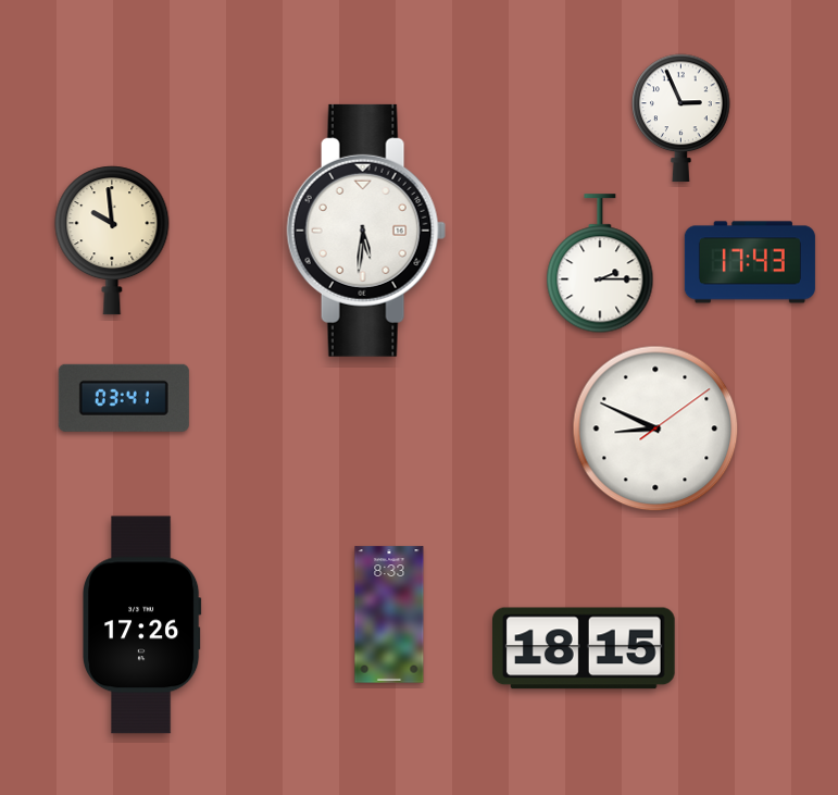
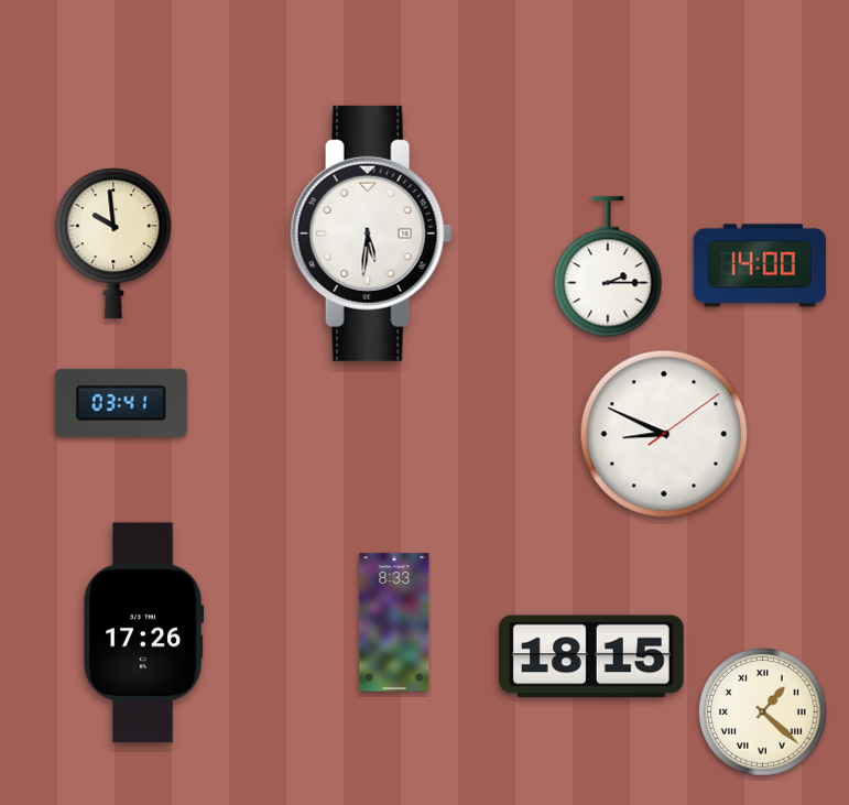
clock at (681, 117): 2:56 -> none
clock at (750, 262): 17:43 -> 14:00
clock at (124, 398) position: (124, 398) -> (121, 403)
clock at (763, 712): none -> 1:22
